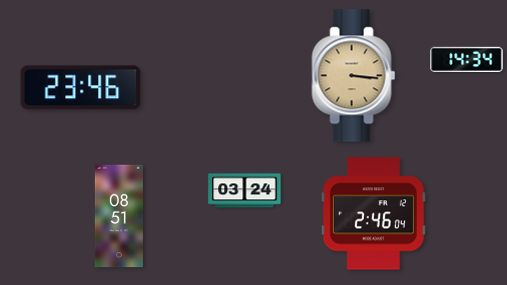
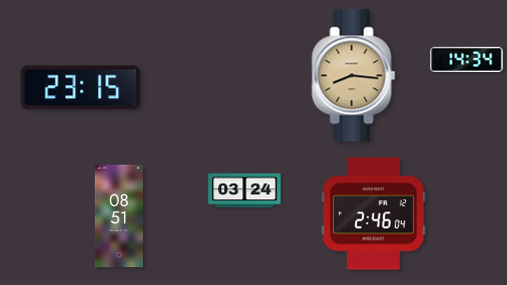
clock at (354, 76): 3:16 -> 8:16
clock at (81, 88): 23:46 -> 23:15
